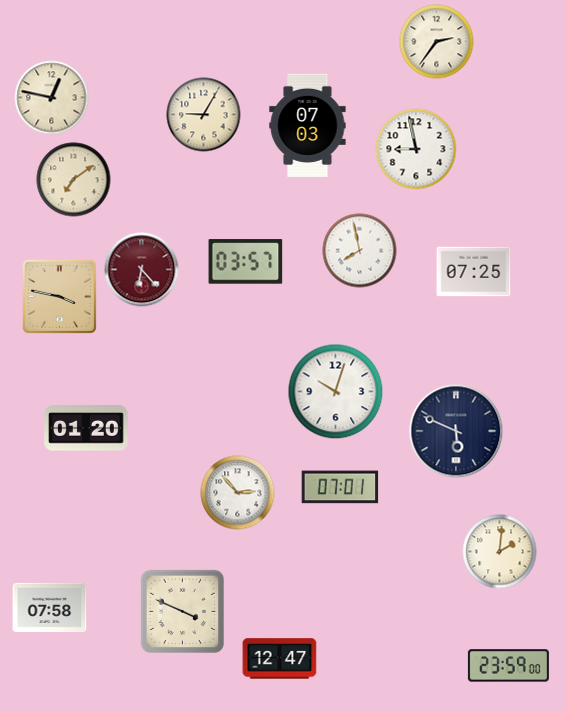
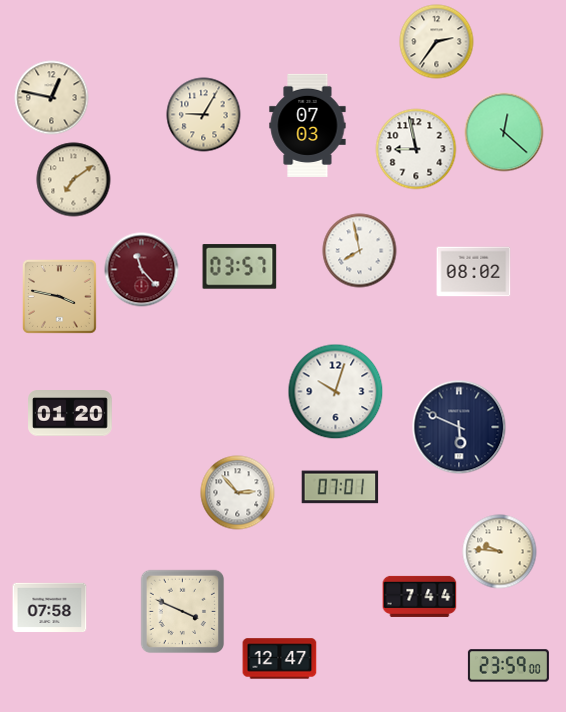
clock at (504, 132): none -> 12:22
clock at (246, 262) position: (246, 262) -> (240, 267)
clock at (142, 270): 6:23 -> 11:23
clock at (474, 272): 07:25 -> 08:02
clock at (86, 428) position: (86, 428) -> (70, 413)
clock at (456, 431) position: (456, 431) -> (459, 427)
clock at (500, 552): 2:01 -> 9:46
clock at (420, 596): none -> 7:44
